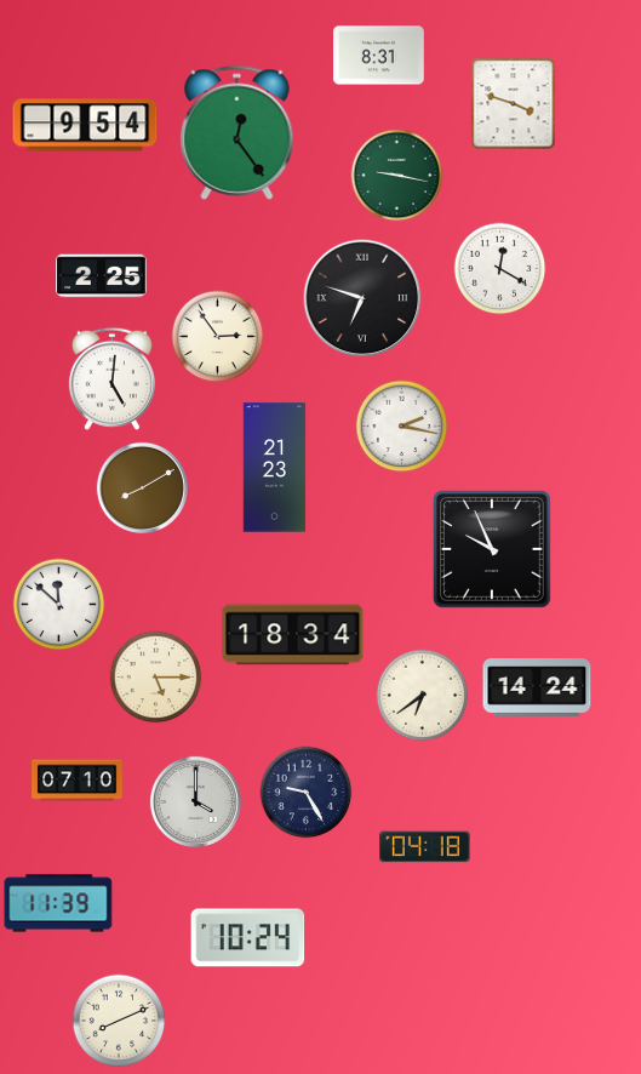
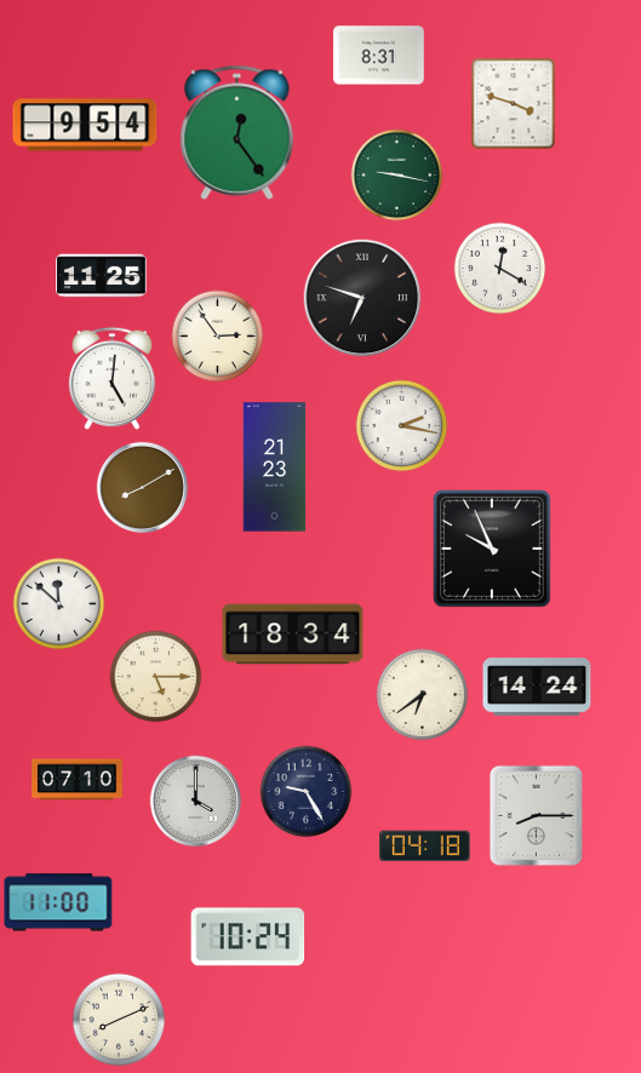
clock at (102, 276): 2:25 -> 11:25
clock at (536, 815): none -> 8:15
clock at (58, 903): 11:39 -> 11:00
